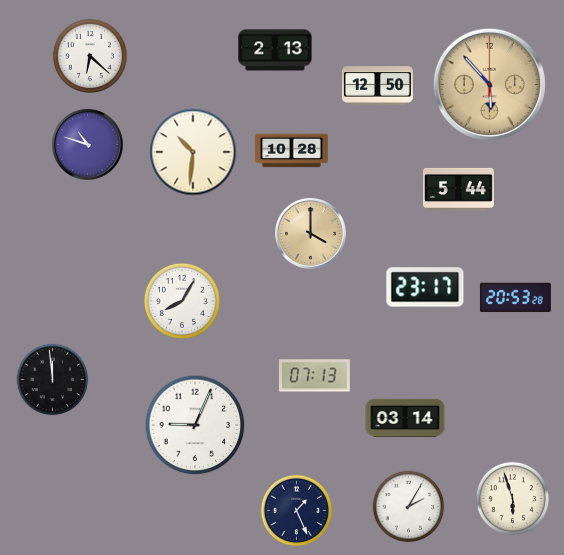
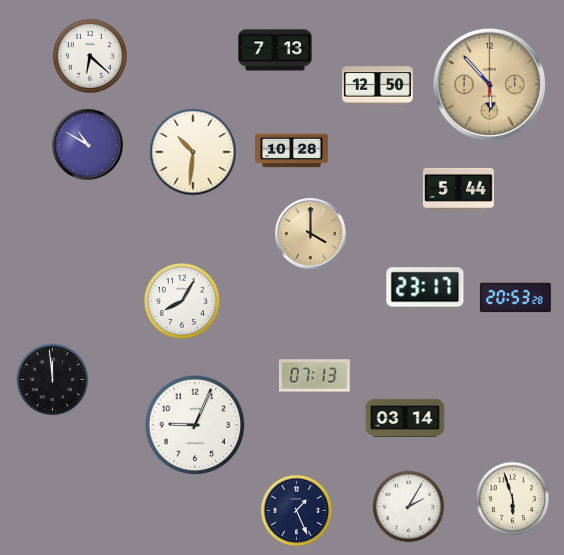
clock at (275, 50): 2:13 -> 7:13
clock at (87, 144): 10:48 -> 10:50
